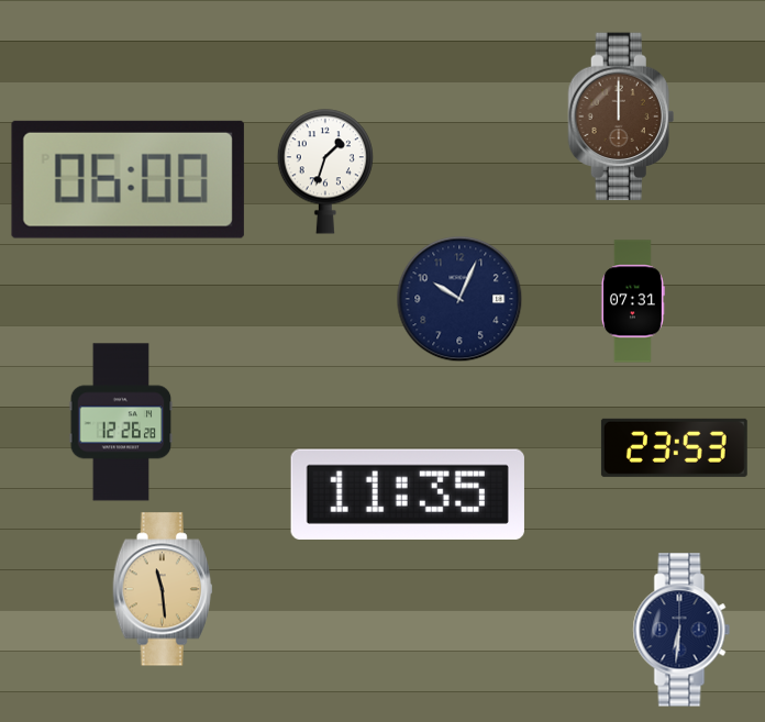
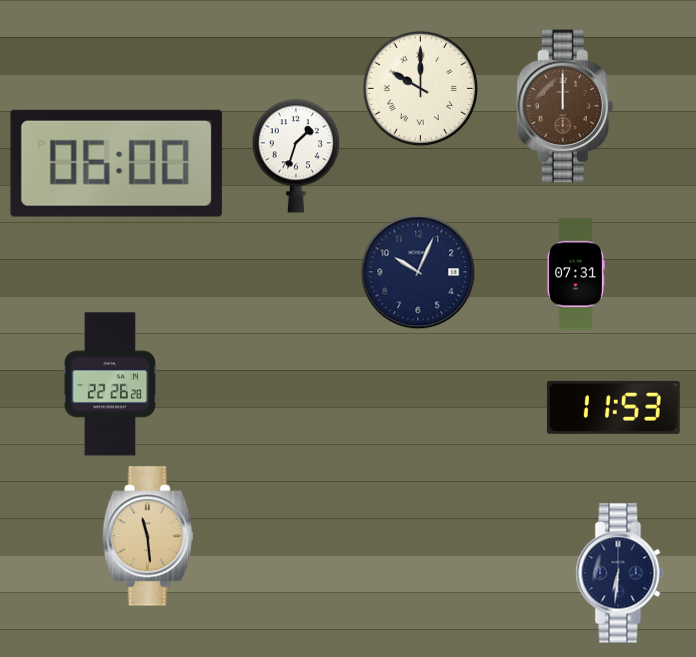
clock at (420, 88): none -> 10:00
clock at (121, 422): 12:26 -> 22:26
clock at (674, 447): 23:53 -> 11:53
clock at (408, 495): 11:35 -> none
